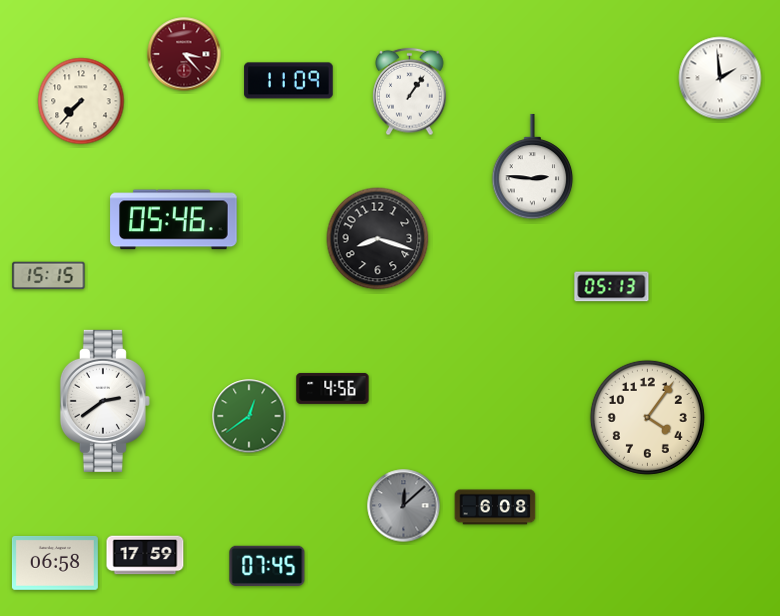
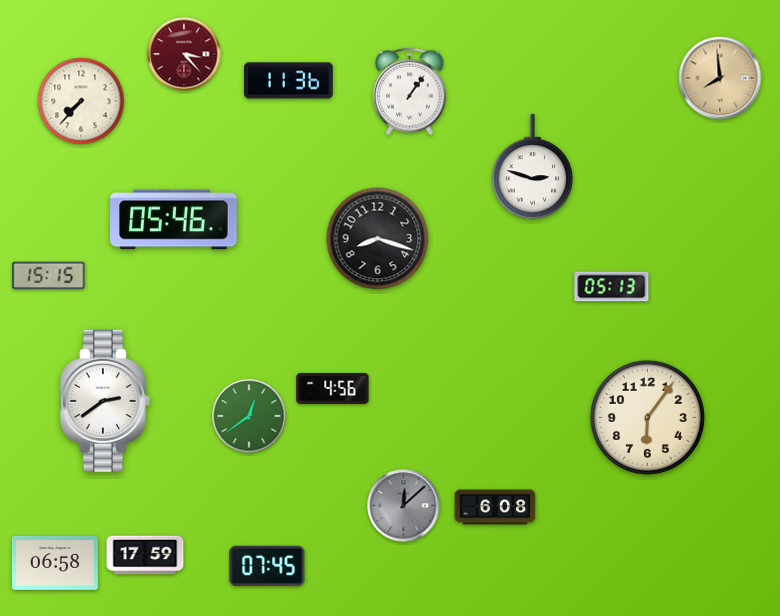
clock at (720, 78): 1:59 -> 7:59
clock at (720, 78) dial: white -> champagne
clock at (289, 81): 11:09 -> 11:36
clock at (533, 167): 2:46 -> 2:48
clock at (647, 417): 4:06 -> 6:06
